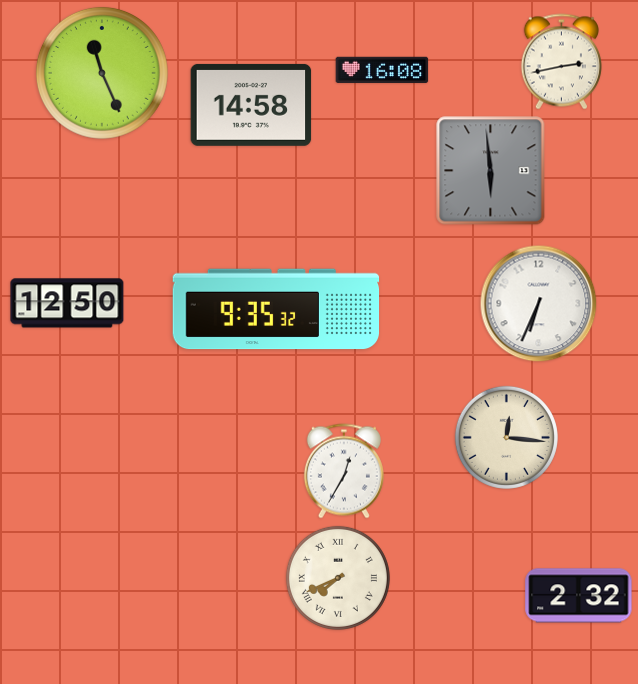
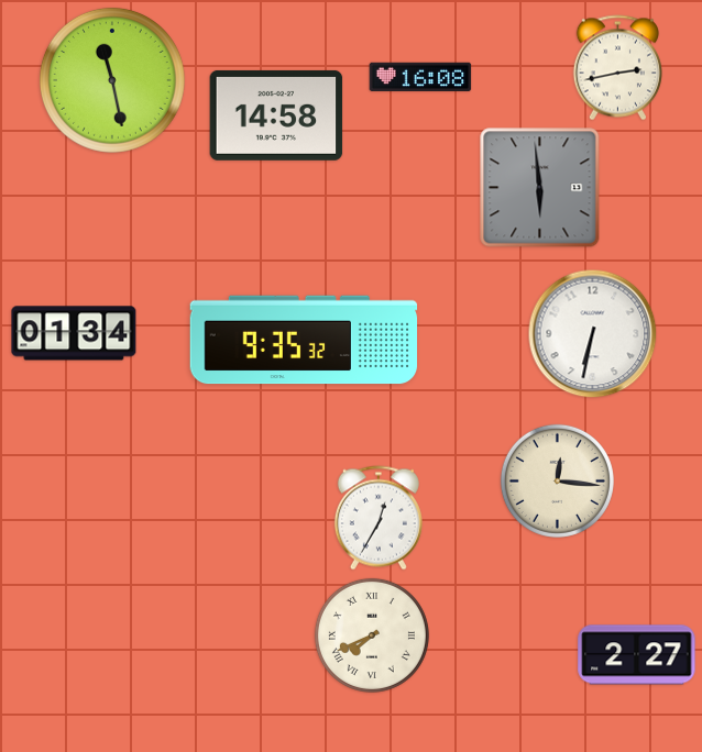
clock at (102, 73): 11:26 -> 11:28
clock at (67, 303): 12:50 -> 01:34
clock at (539, 304): 6:34 -> 6:32
clock at (579, 596): 2:32 -> 2:27
